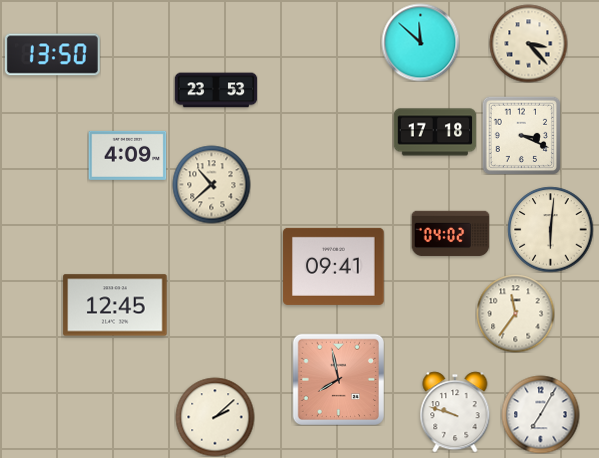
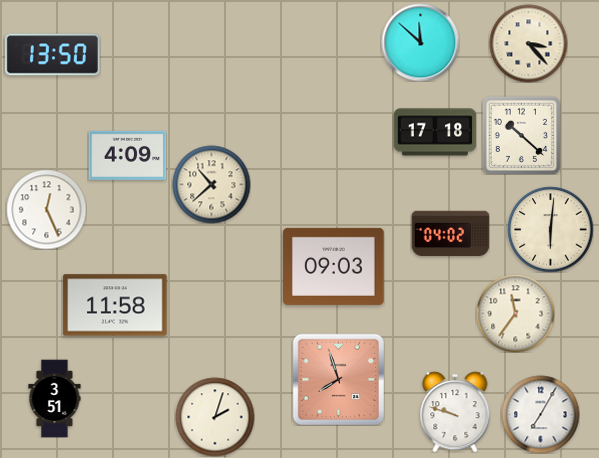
clock at (216, 90): 23:53 -> none
clock at (521, 135): 3:19 -> 10:22
clock at (46, 209): none -> 12:26
clock at (334, 266): 09:41 -> 09:03
clock at (115, 305): 12:45 -> 11:58
clock at (338, 379): 7:58 -> 7:57
clock at (55, 398): none -> 3:51
clock at (215, 417): 2:08 -> 2:03
